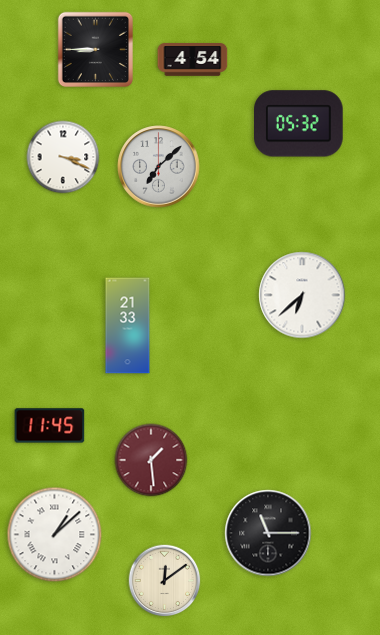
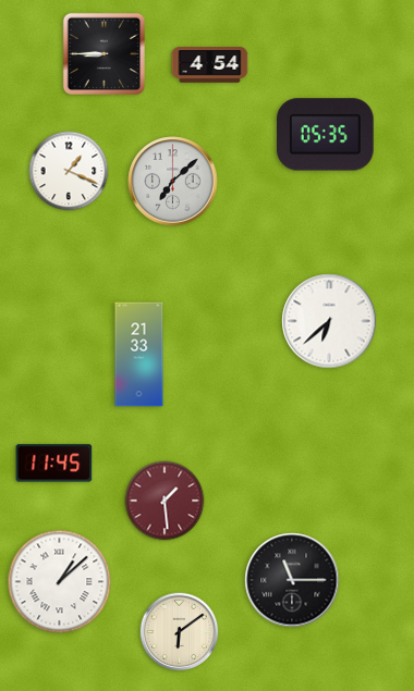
clock at (299, 124): 05:32 -> 05:35
clock at (63, 157): 3:19 -> 1:19
clock at (165, 581): 12:09 -> 6:09
